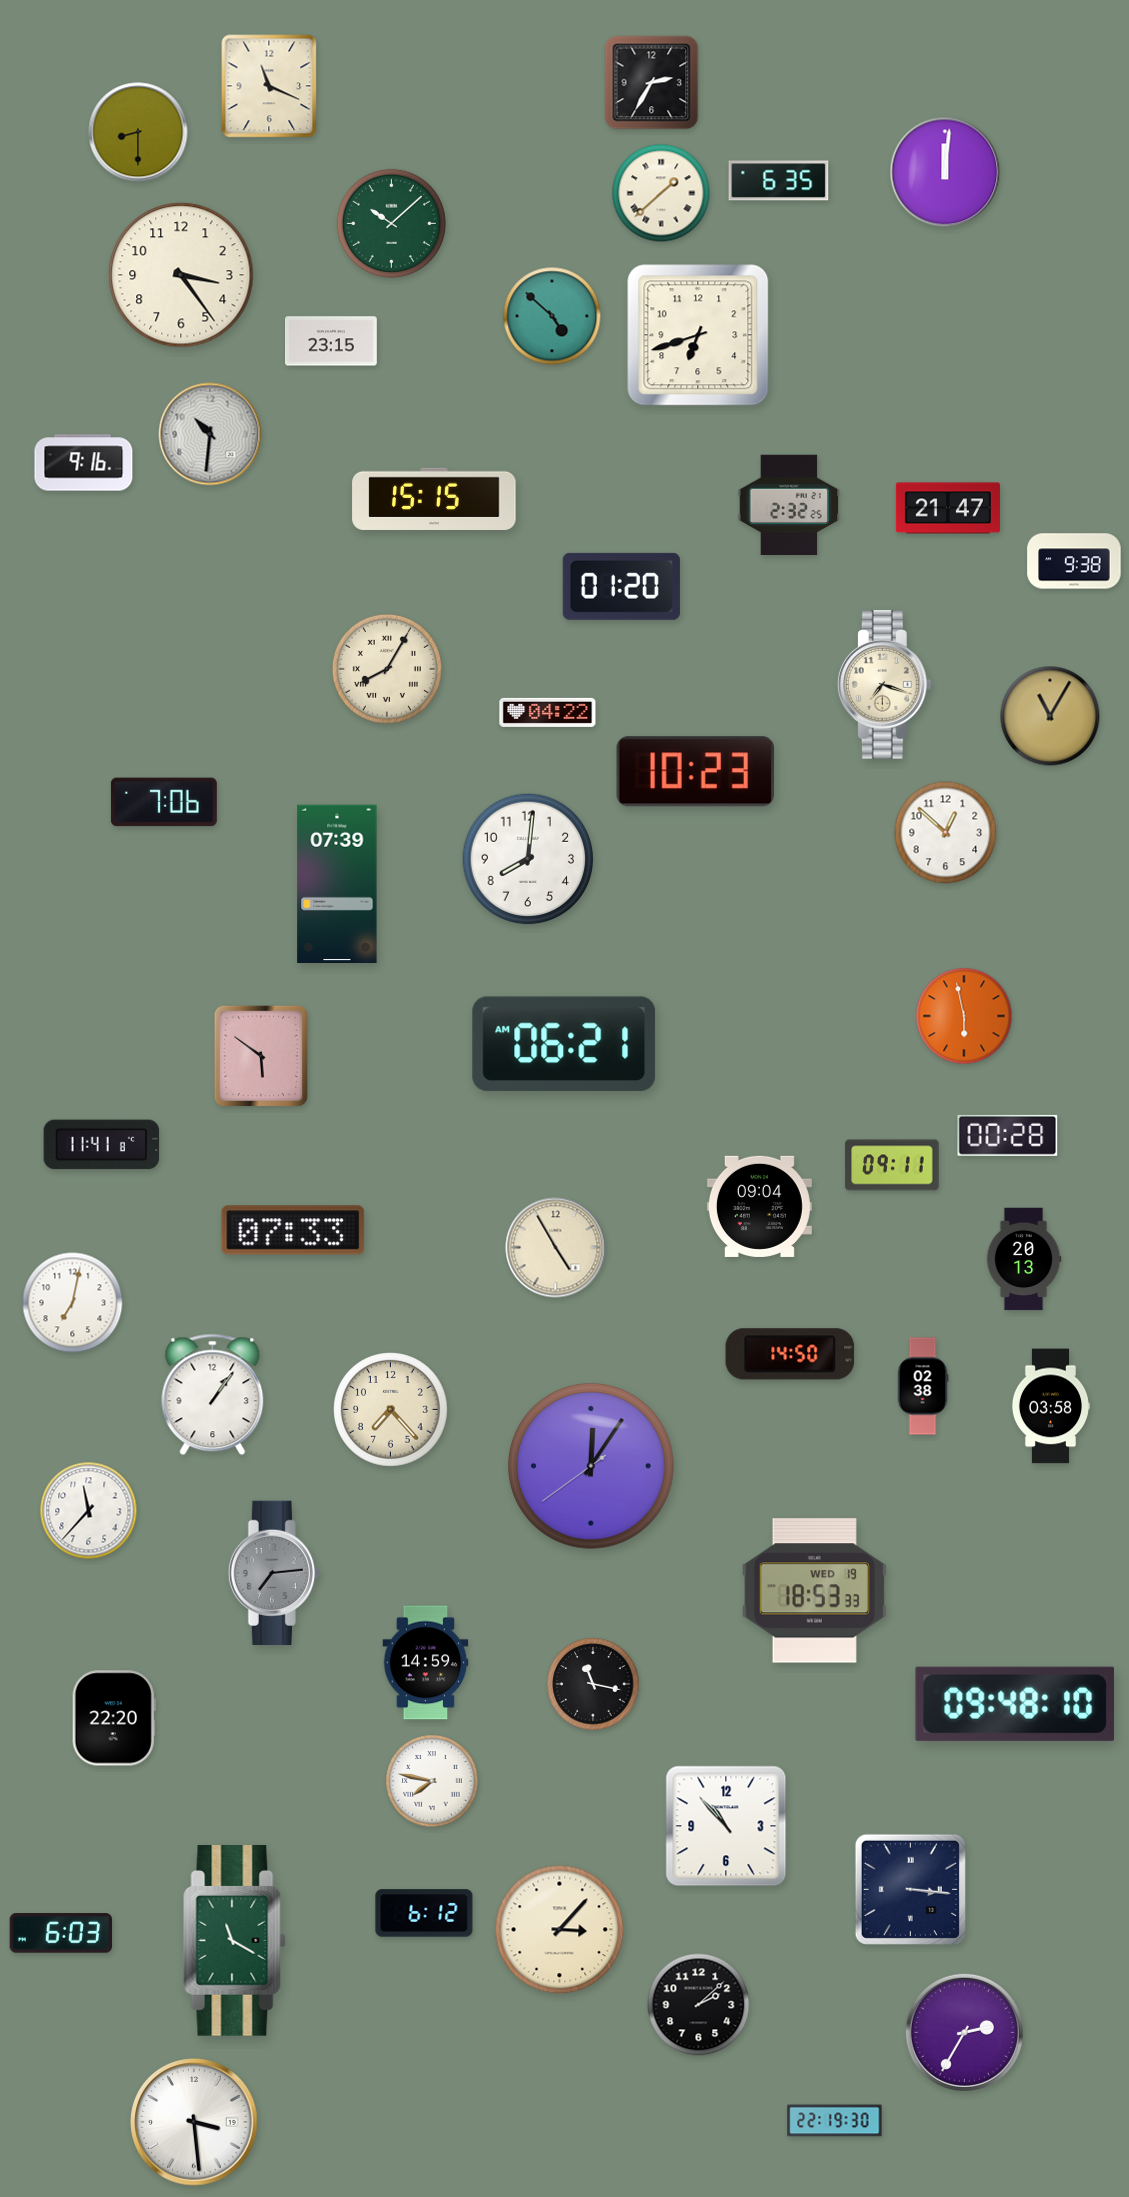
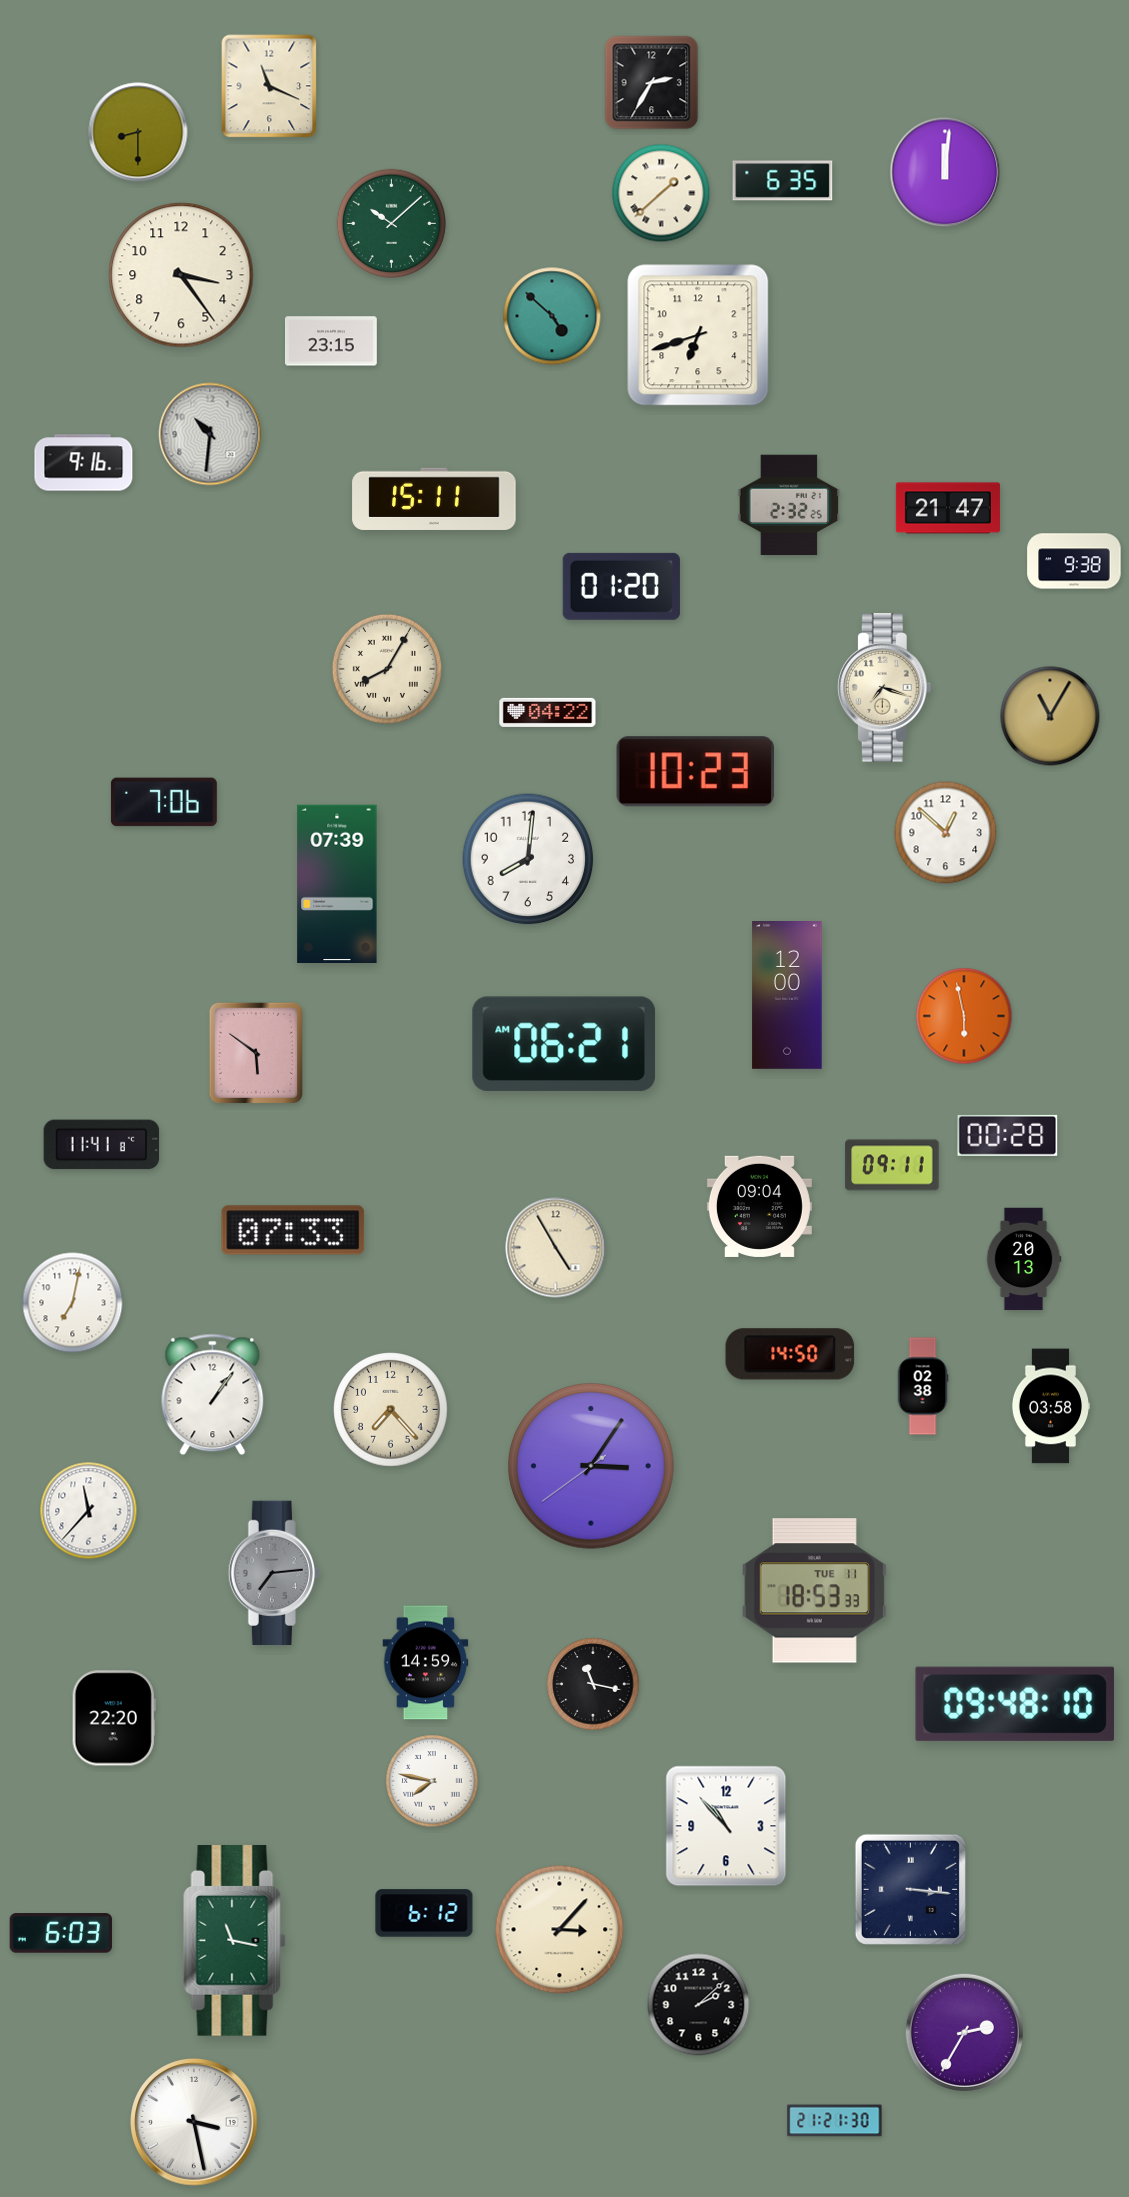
clock at (779, 181) position: (779, 181) -> (783, 181)
clock at (434, 499): 15:15 -> 15:11
clock at (884, 685) position: (884, 685) -> (884, 688)
clock at (787, 996): none -> 12:00
clock at (261, 1056) position: (261, 1056) -> (256, 1053)
clock at (591, 1466): 12:05 -> 3:05
clock at (814, 1591) date: WED 19 -> TUE 11
clock at (235, 1941): 11:20 -> 11:17
clock at (835, 2121): 22:19 -> 21:21
clock at (194, 2122): 3:29 -> 3:28
